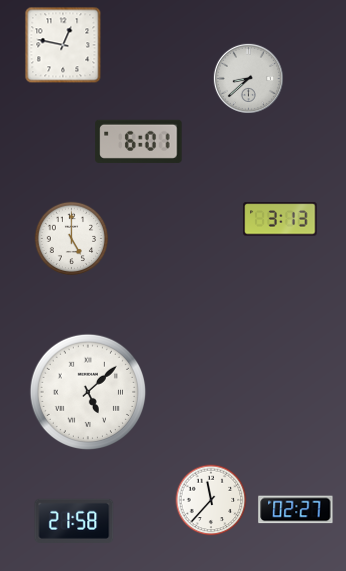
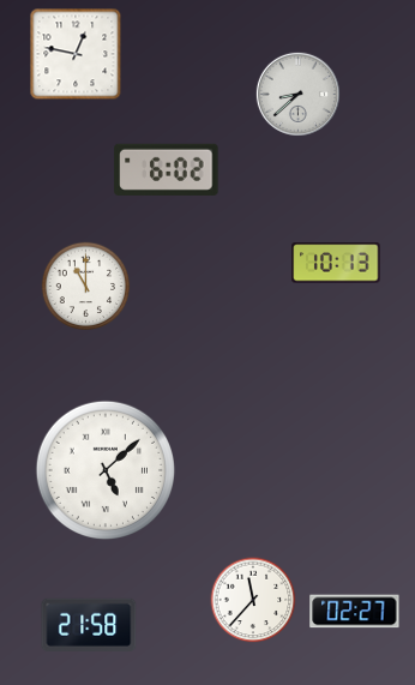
clock at (139, 141): 6:01 -> 6:02
clock at (280, 219): 3:13 -> 10:13
clock at (72, 239): 5:00 -> 11:00
